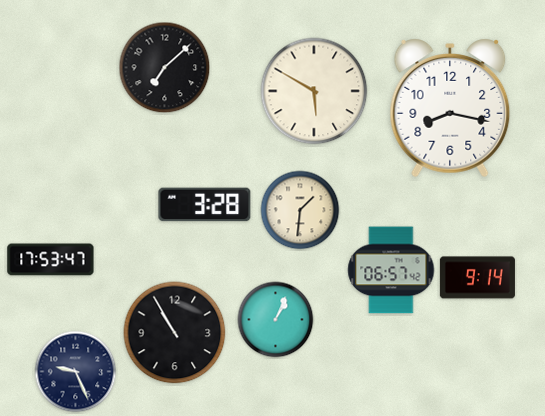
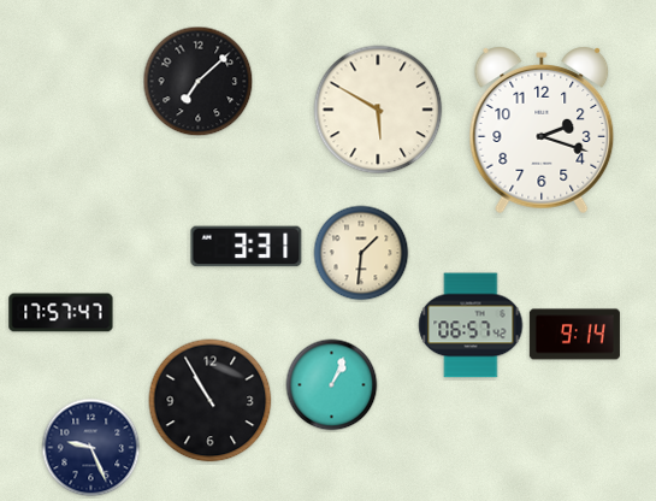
clock at (450, 108): 8:17 -> 2:18
clock at (205, 205): 3:28 -> 3:31
clock at (51, 260): 17:53 -> 17:57
